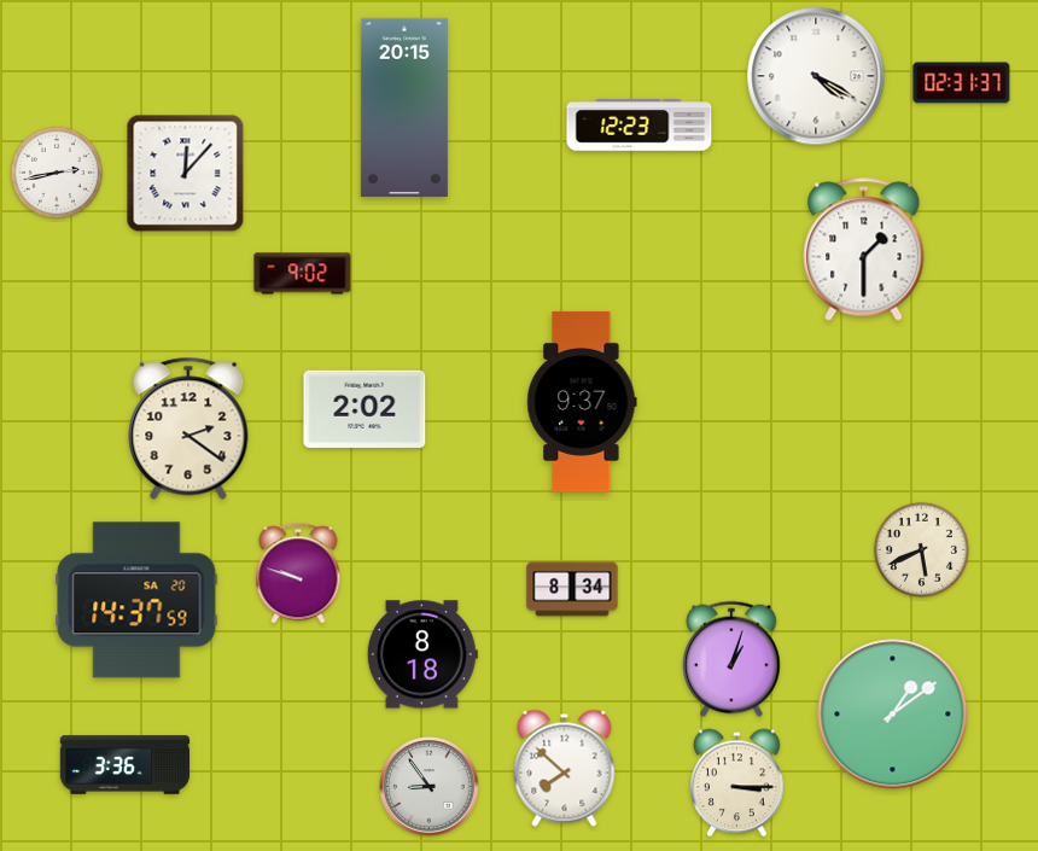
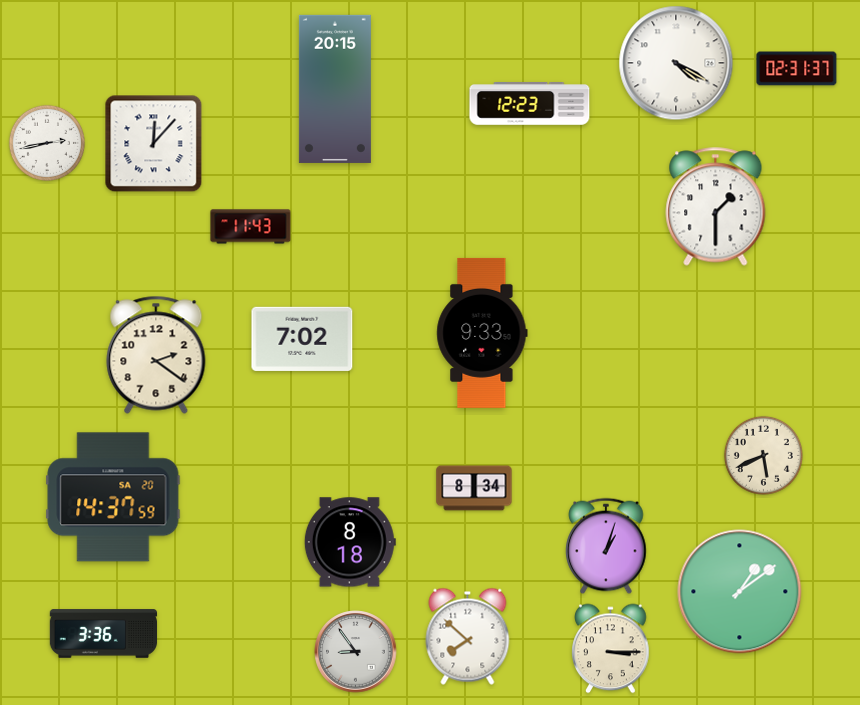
clock at (303, 274): 9:02 -> 11:43
clock at (582, 402): 9:37 -> 9:33
clock at (365, 409): 2:02 -> 7:02
clock at (298, 573): 9:48 -> none
